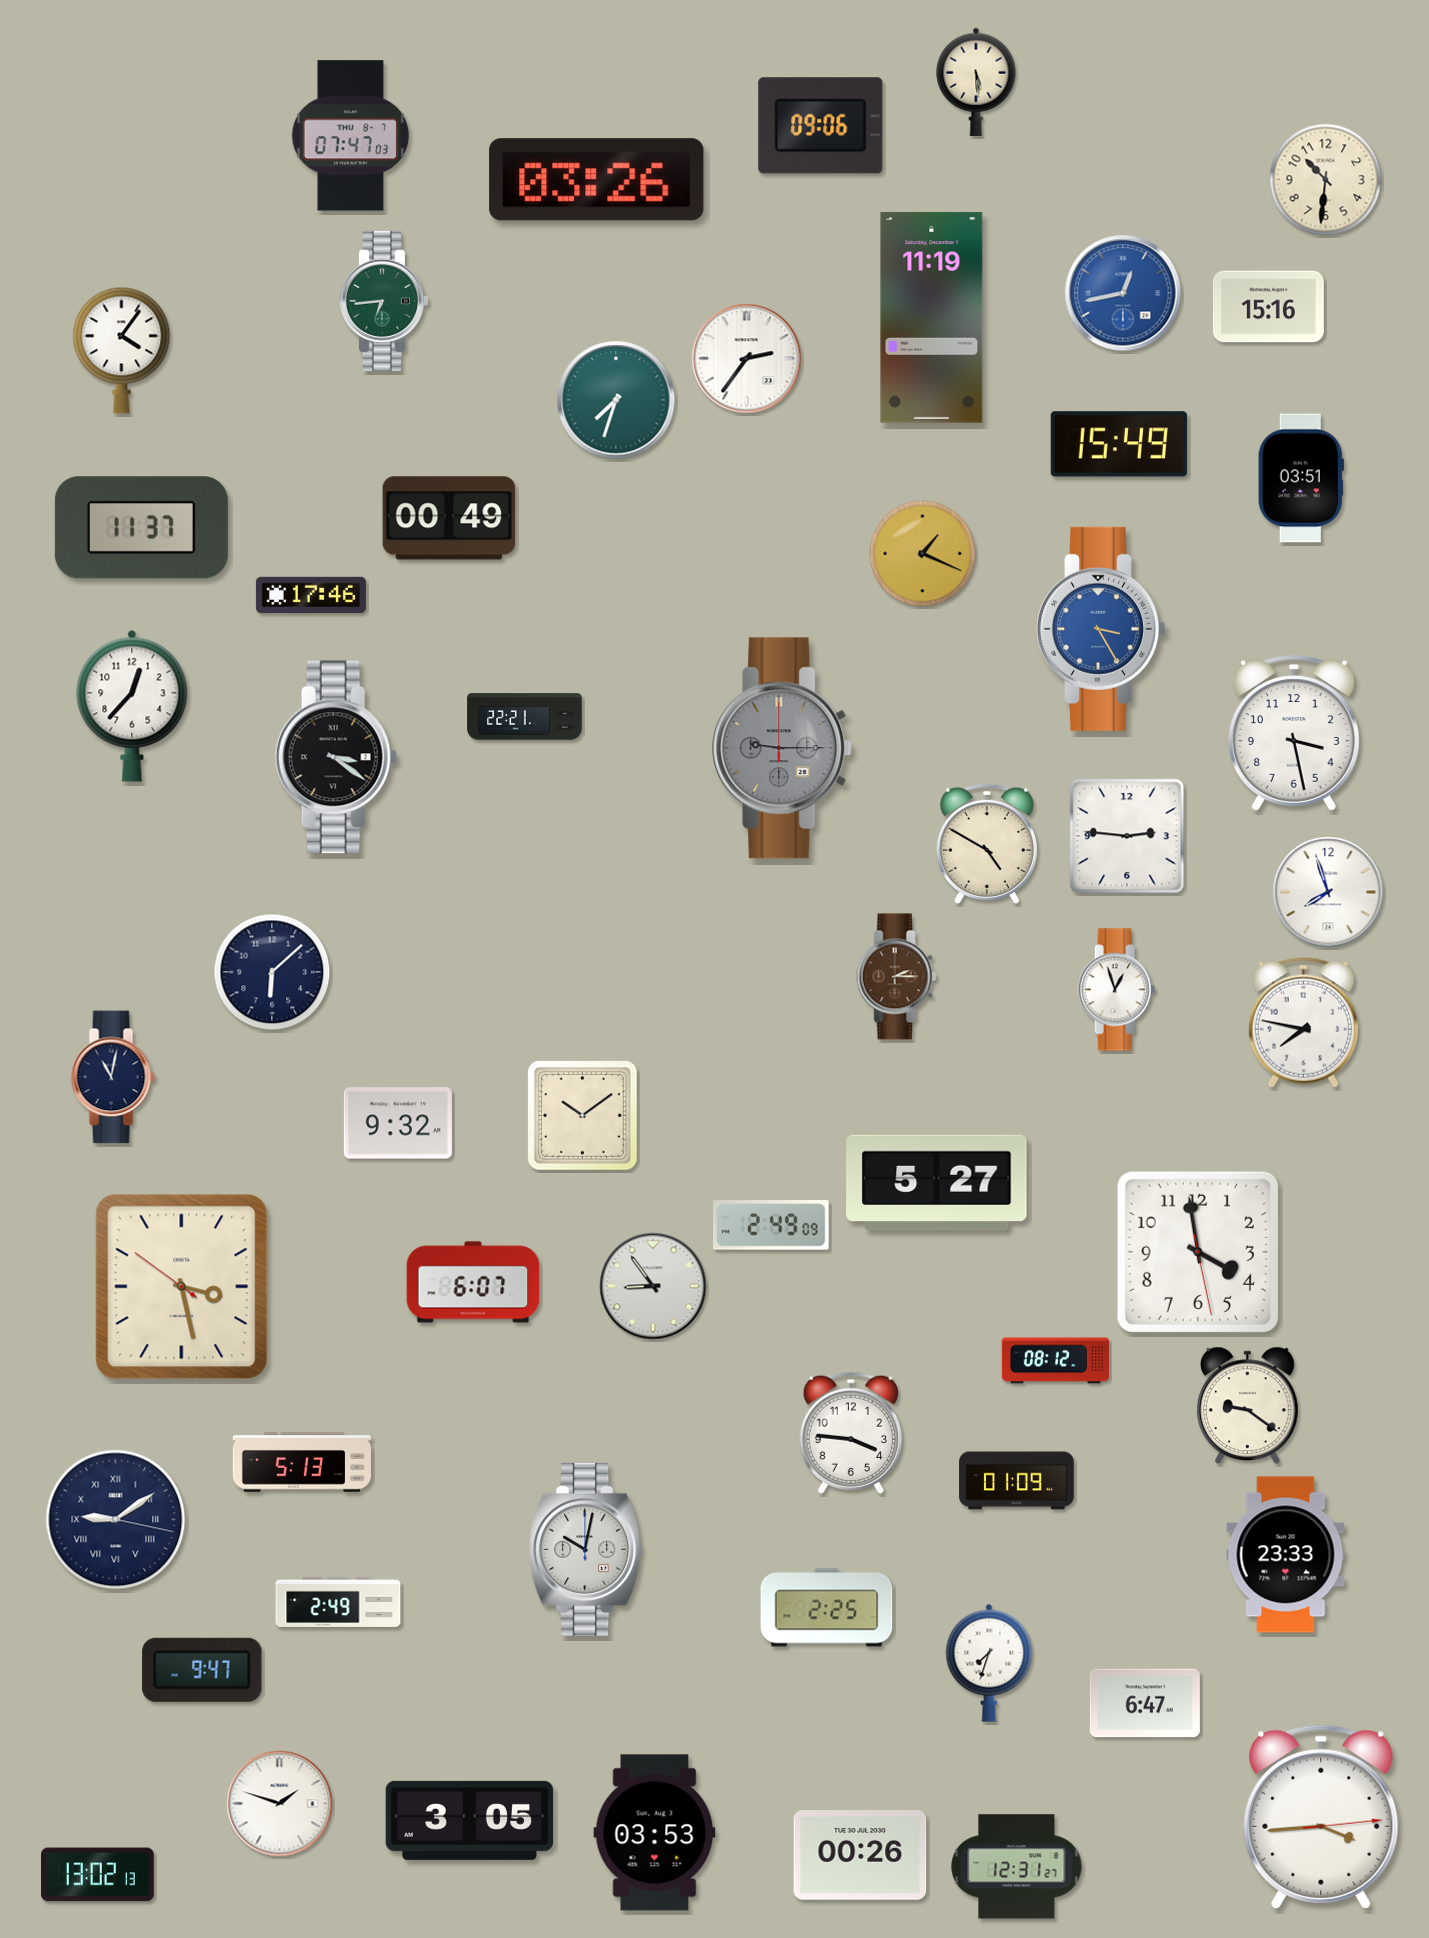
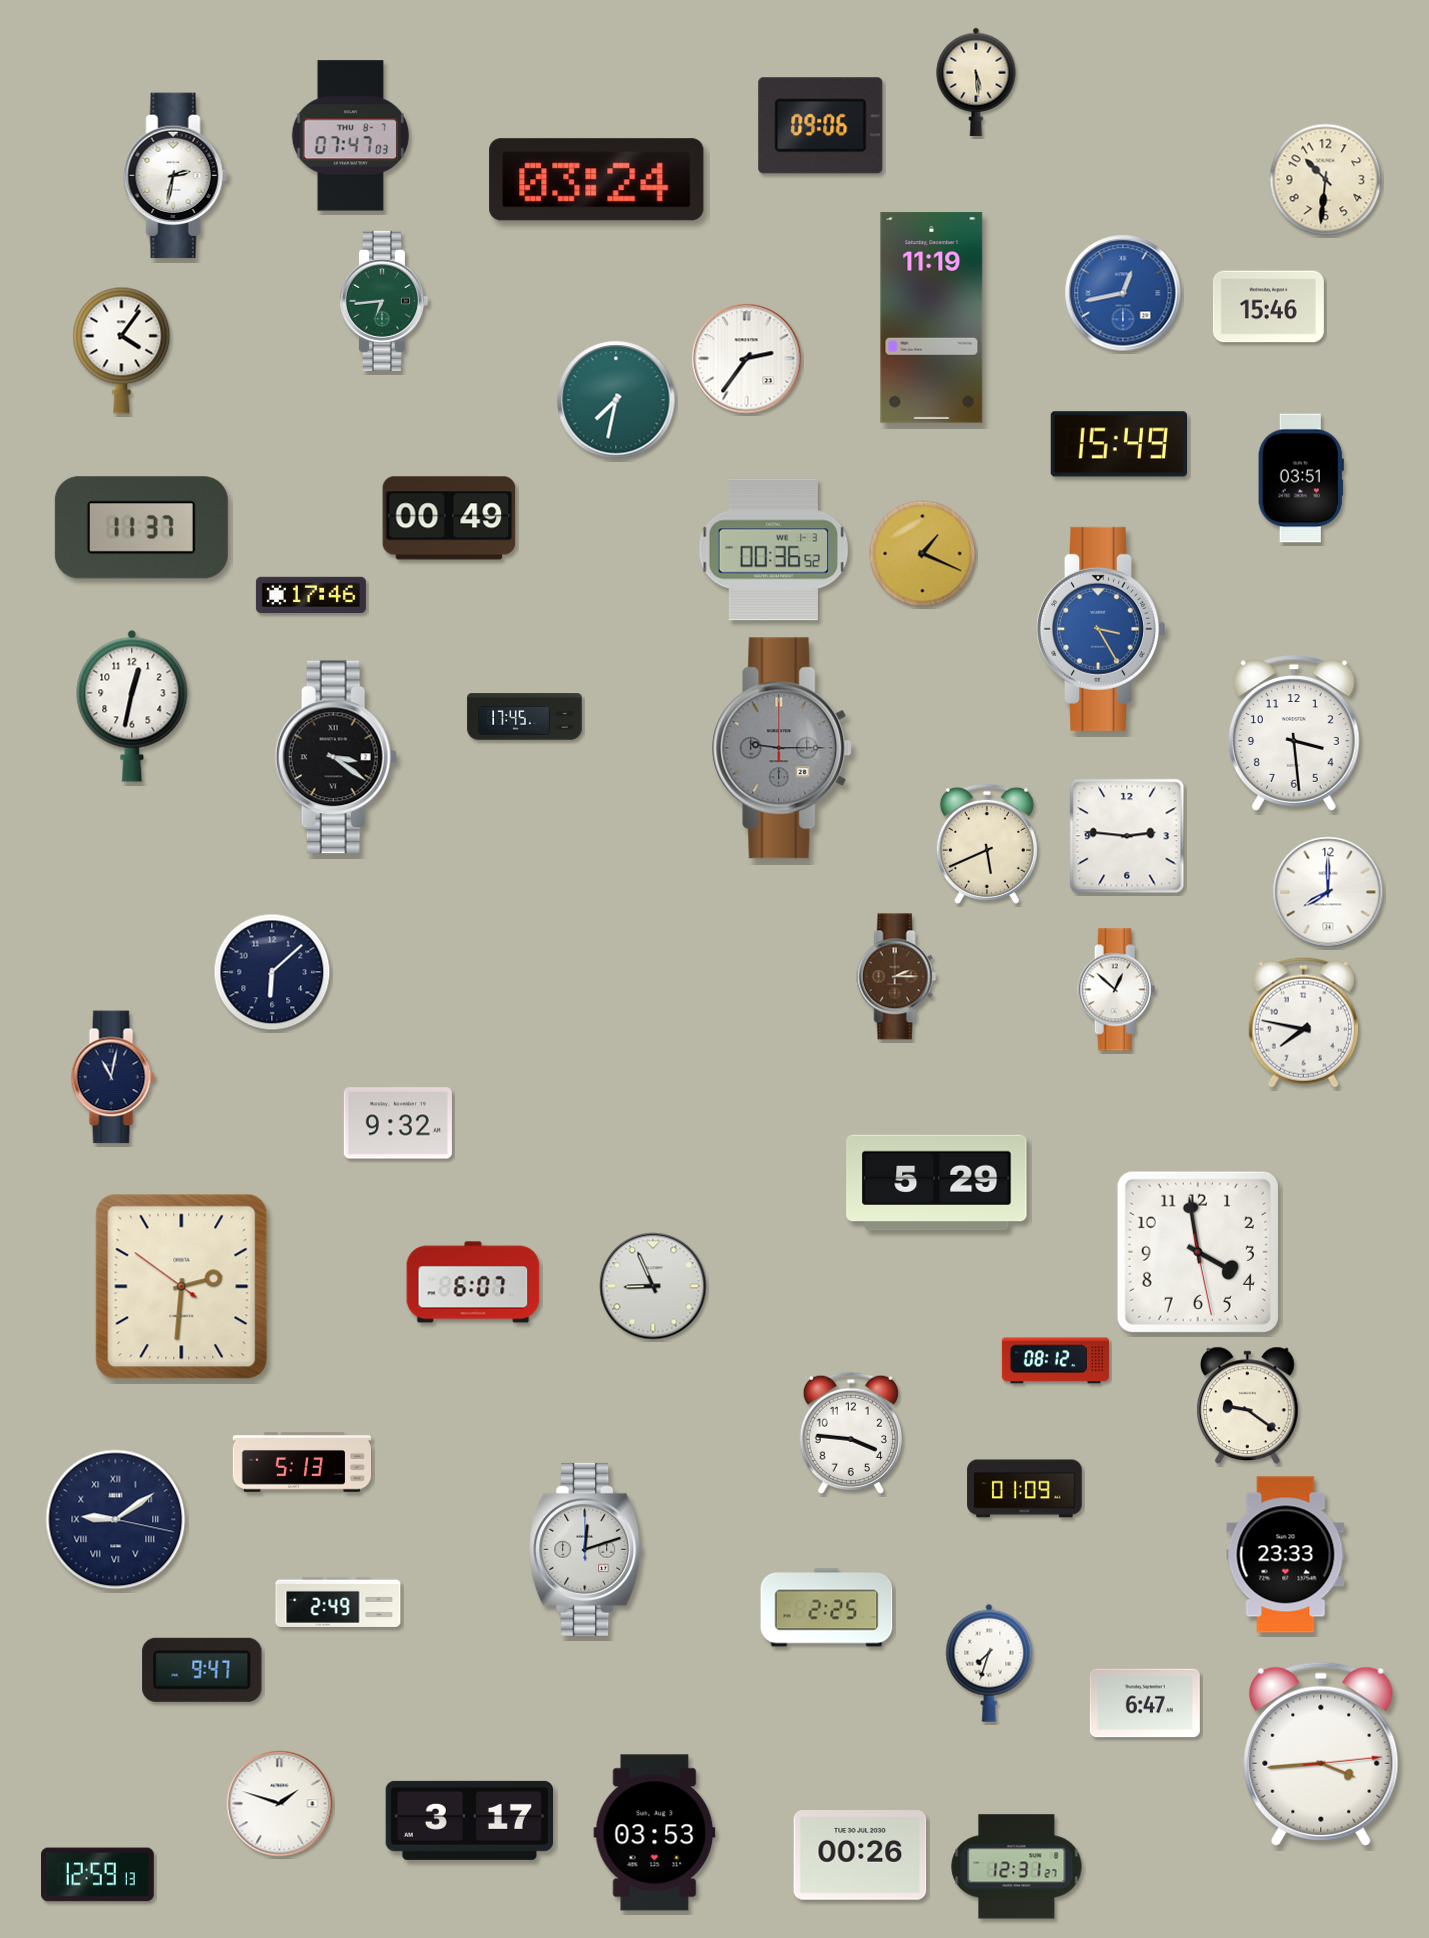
clock at (175, 176): none -> 2:32
clock at (597, 180): 03:26 -> 03:24
clock at (1268, 307): 15:16 -> 15:46
clock at (616, 400): 7:33 -> 7:32
clock at (774, 550): none -> 00:36
clock at (132, 706): 12:37 -> 12:32
clock at (525, 717): 22:21 -> 17:45
clock at (1294, 733): 3:28 -> 3:29
clock at (987, 844): 4:50 -> 5:41
clock at (1328, 892): 7:57 -> 8:00
clock at (1117, 990): 12:57 -> 12:52
clock at (583, 1116): 10:09 -> none
clock at (937, 1183): 5:27 -> 5:29
clock at (771, 1225): 2:49 -> none
clock at (653, 1286): 8:54 -> 8:56
clock at (182, 1287): 3:27 -> 2:30
clock at (1017, 1481) position: (1017, 1481) -> (1025, 1489)
clock at (586, 1549): 10:02 -> 12:12
clock at (1321, 1817) position: (1321, 1817) -> (1321, 1754)
clock at (469, 1820): 3:05 -> 3:17
clock at (98, 1875): 13:02 -> 12:59
